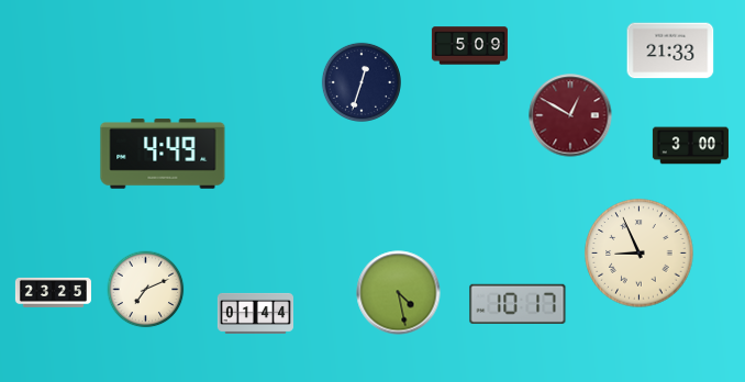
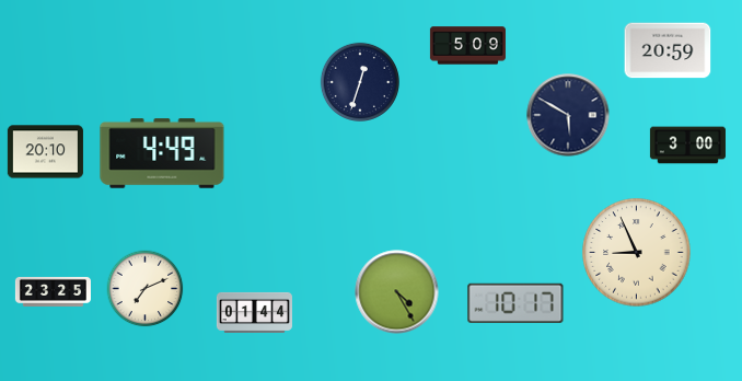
clock at (670, 50): 21:33 -> 20:59
clock at (570, 115): 12:50 -> 5:50
clock at (570, 115) dial: burgundy -> navy
clock at (45, 152): none -> 20:10
clock at (399, 293): 4:28 -> 4:25
